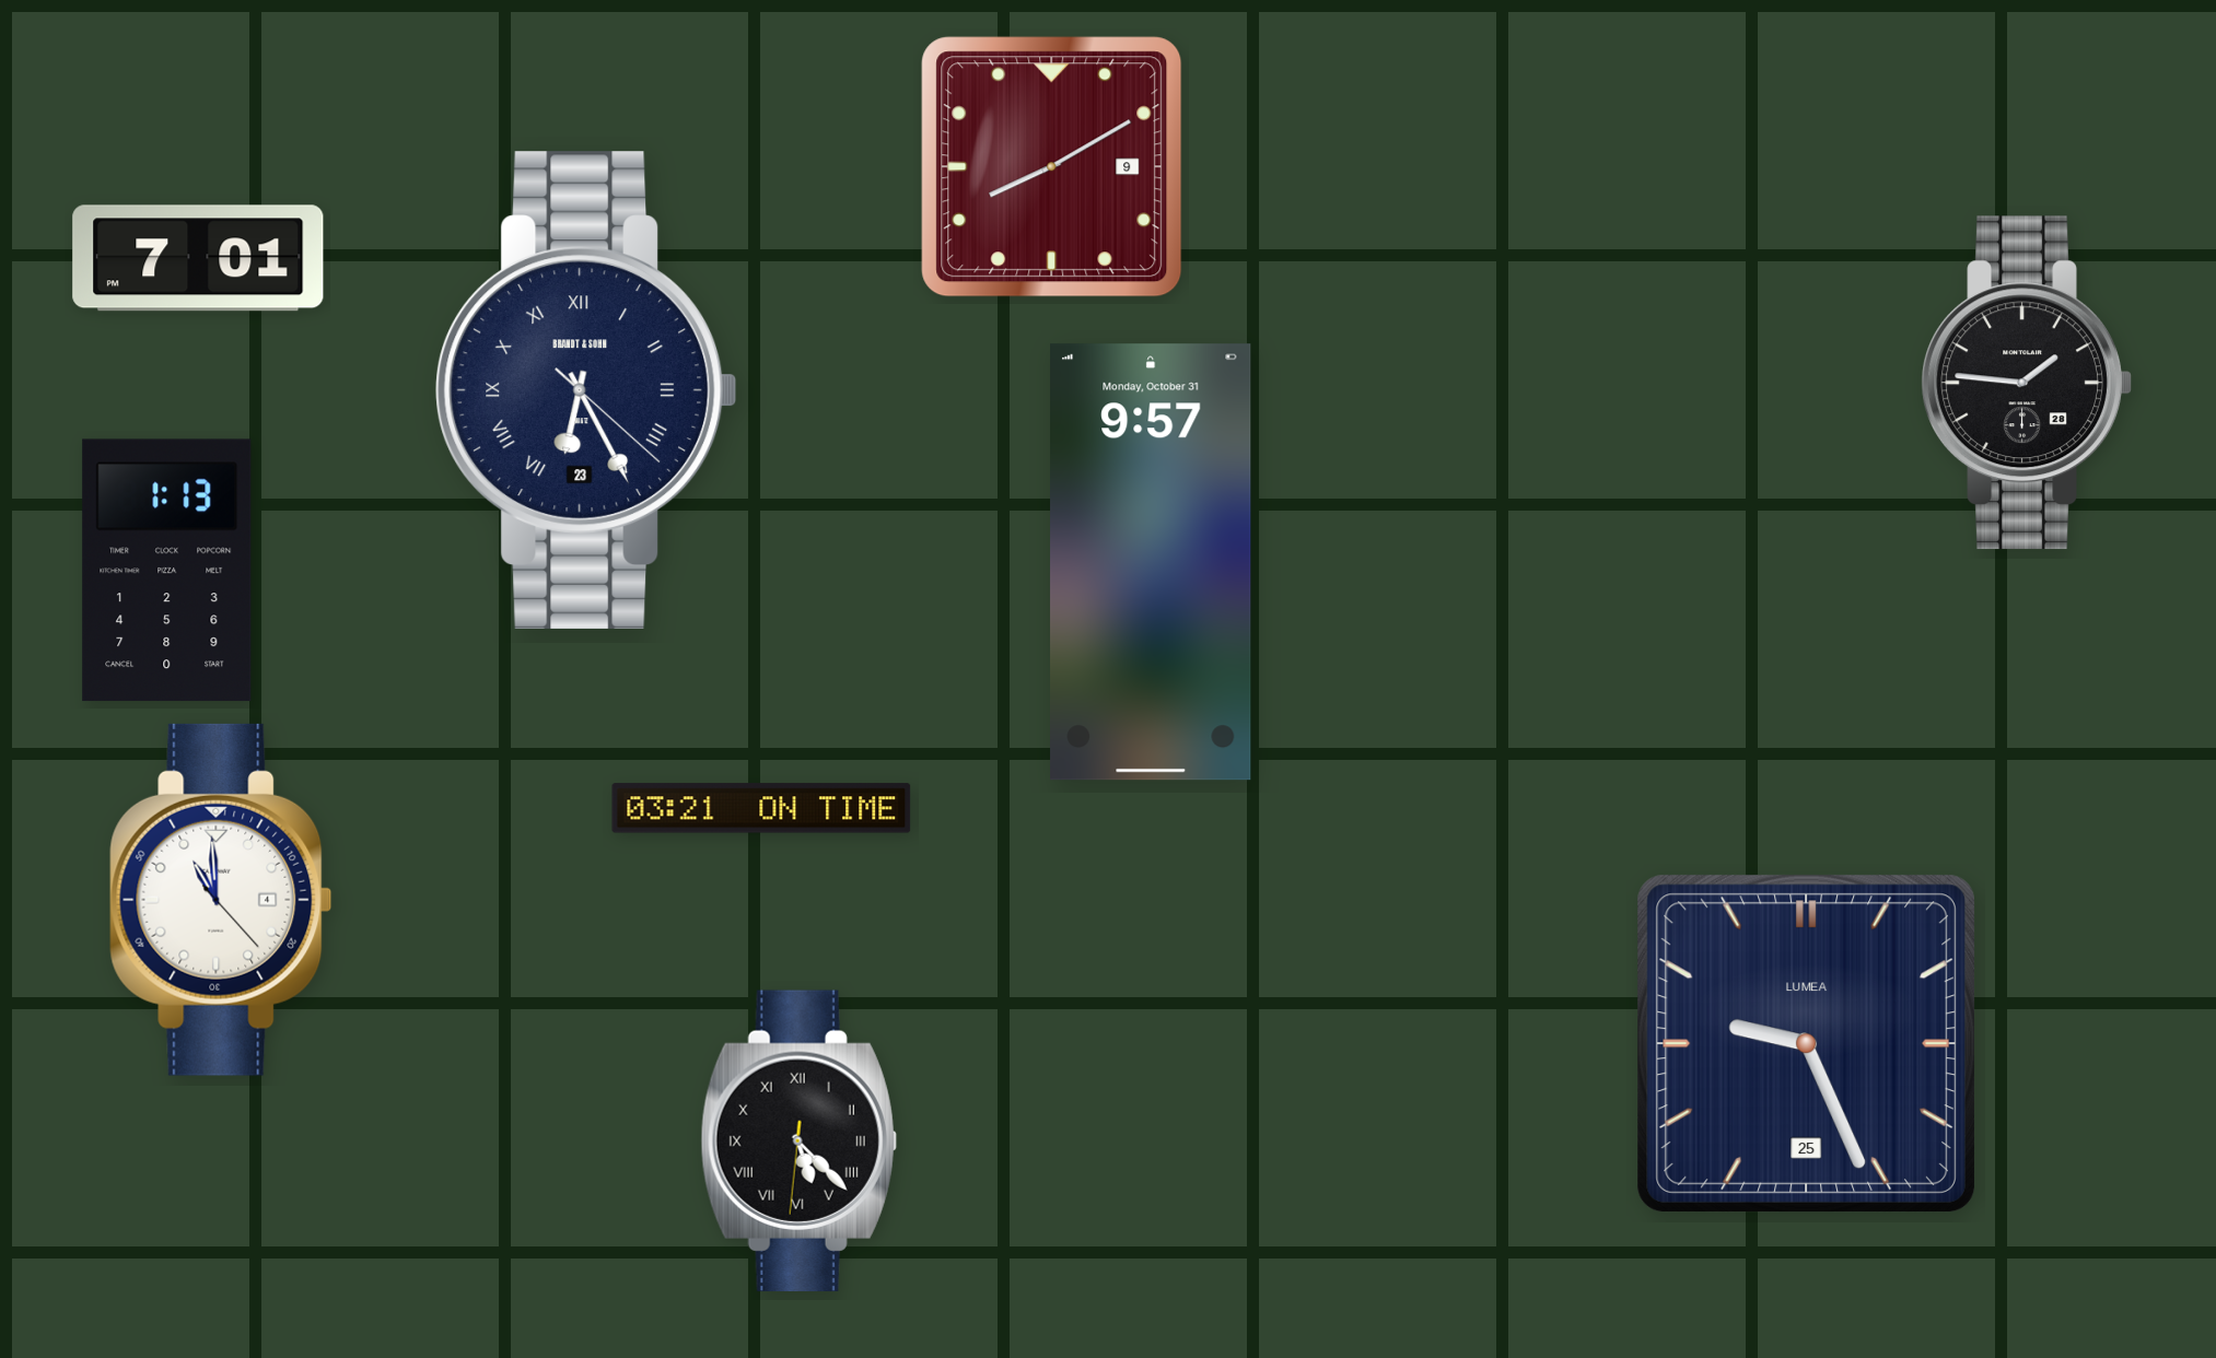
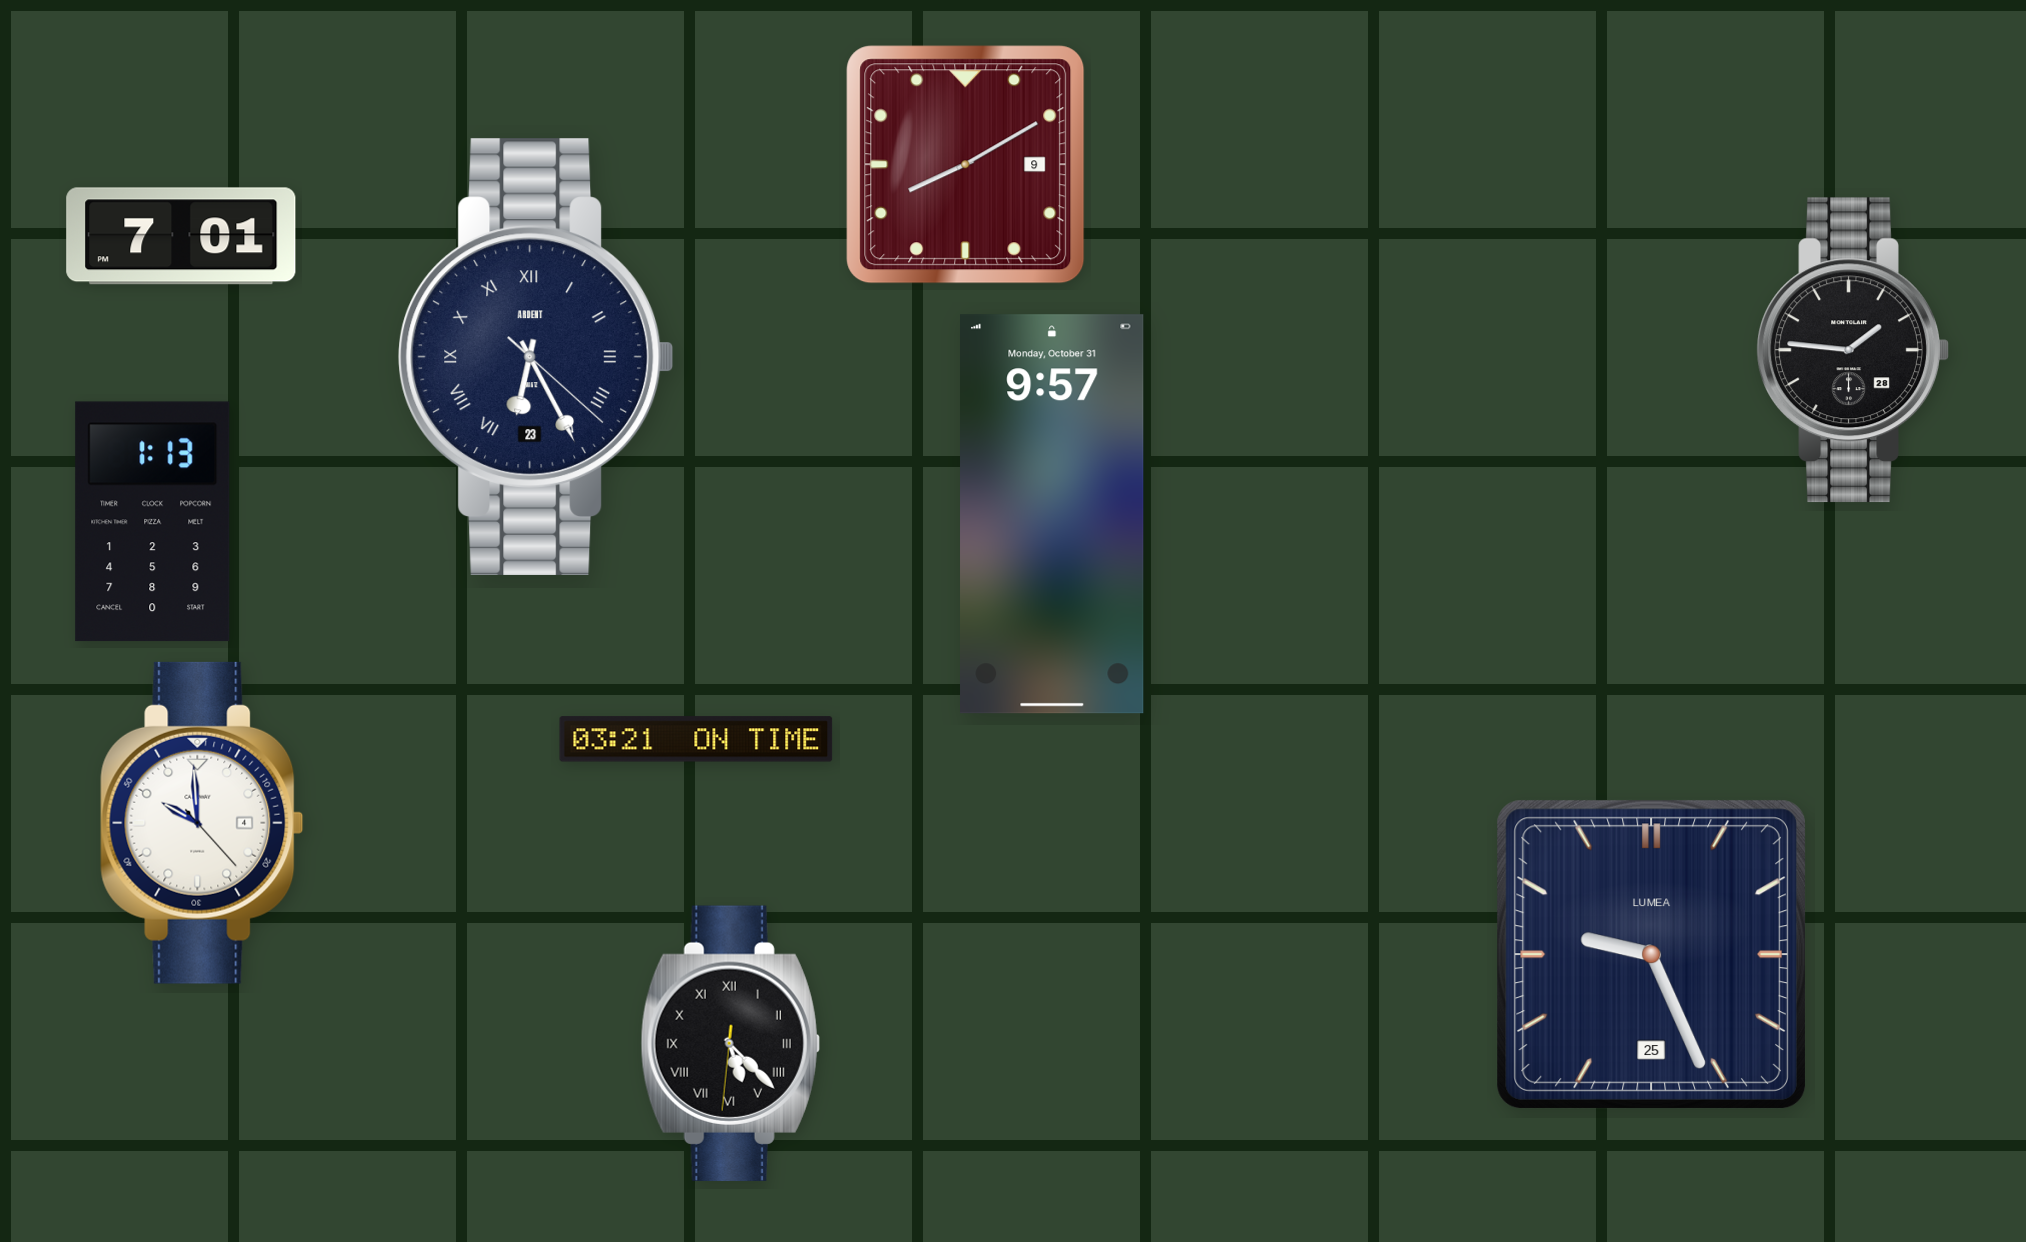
clock at (1052, 167) position: (1052, 167) -> (966, 165)
clock at (586, 390) brand: BRANDT & SOHN -> ARDENT
clock at (221, 900): 10:59 -> 9:59
